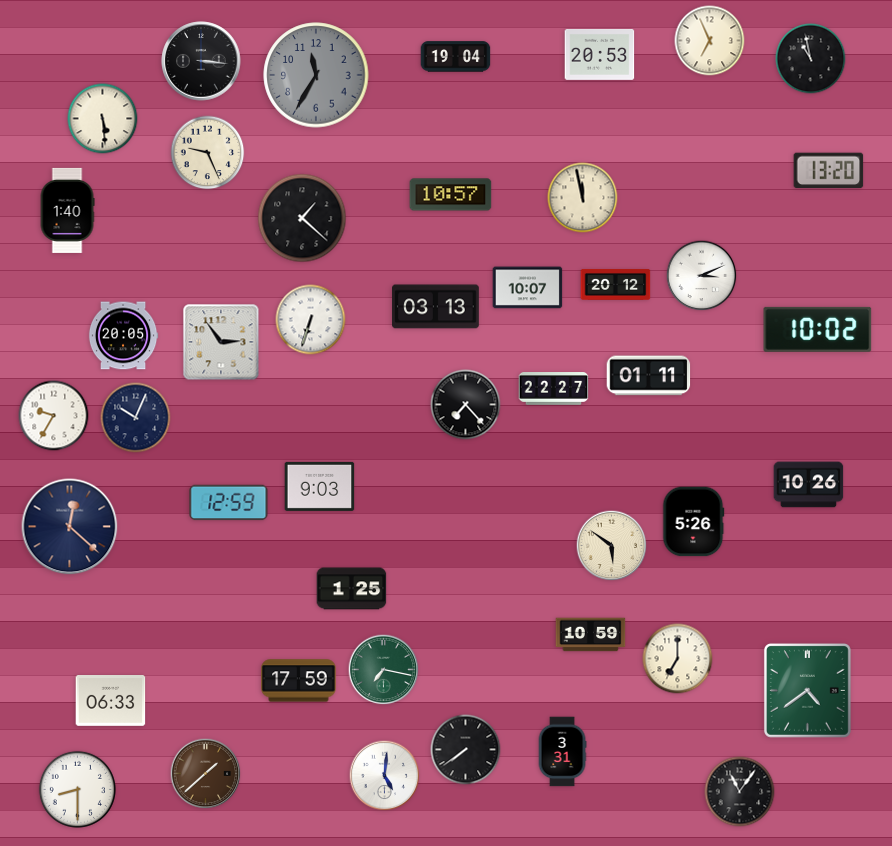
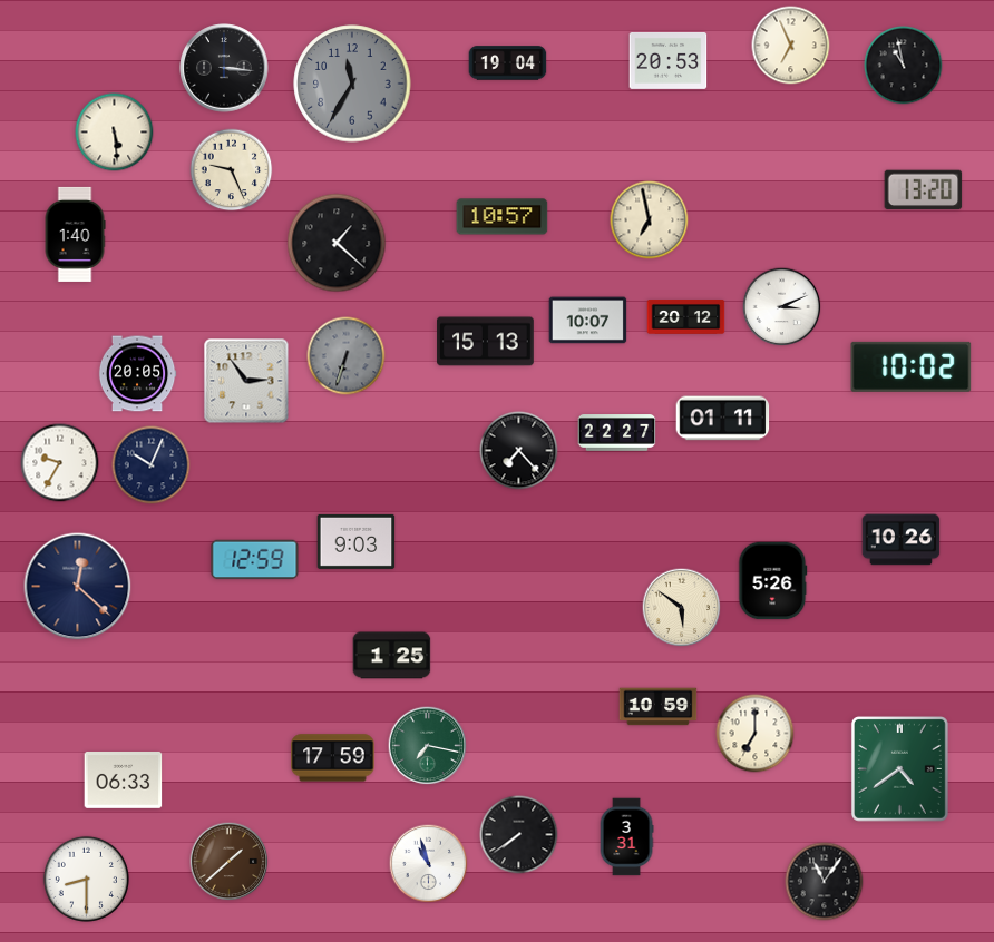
clock at (583, 198): 11:58 -> 6:58
clock at (436, 307): 03:13 -> 15:13
clock at (311, 320) dial: white -> grey
clock at (385, 776): 5:01 -> 10:57
